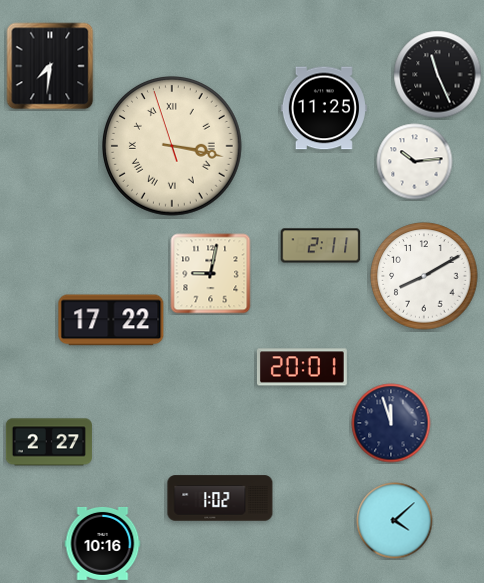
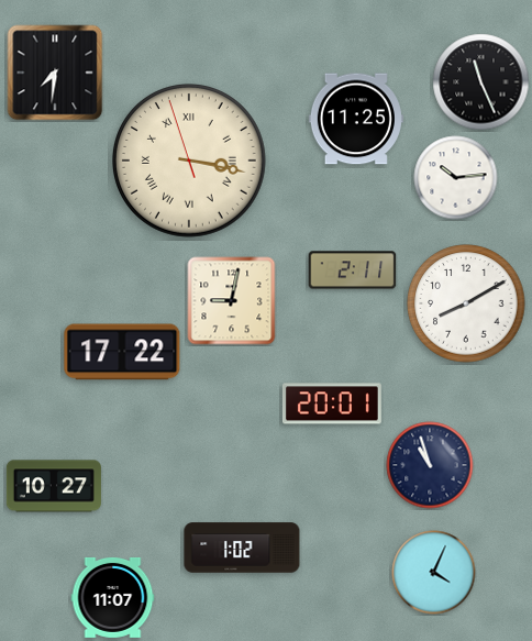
clock at (391, 423): 11:57 -> 10:57
clock at (49, 442): 2:27 -> 10:27
clock at (395, 521): 4:08 -> 4:04
clock at (103, 543): 10:16 -> 11:07
